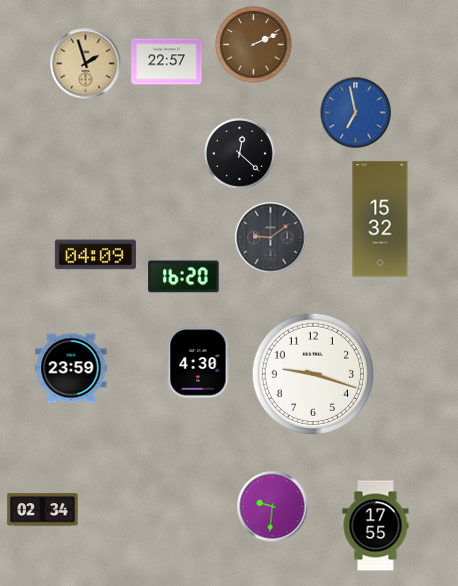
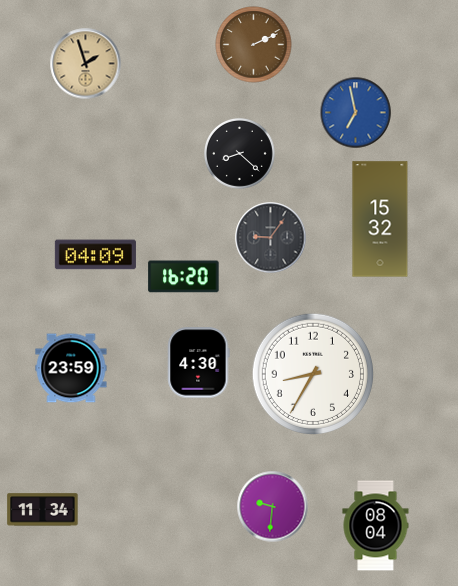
clock at (167, 62): 22:57 -> none
clock at (239, 153): 12:22 -> 8:22
clock at (271, 238): 9:09 -> 9:06
clock at (312, 373): 9:18 -> 8:35
clock at (43, 510): 02:34 -> 11:34
clock at (376, 526): 17:55 -> 08:04
